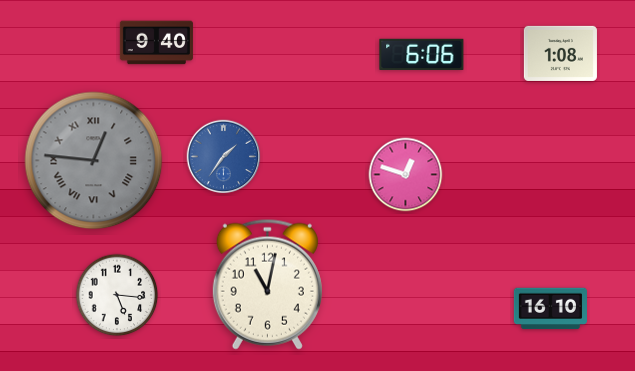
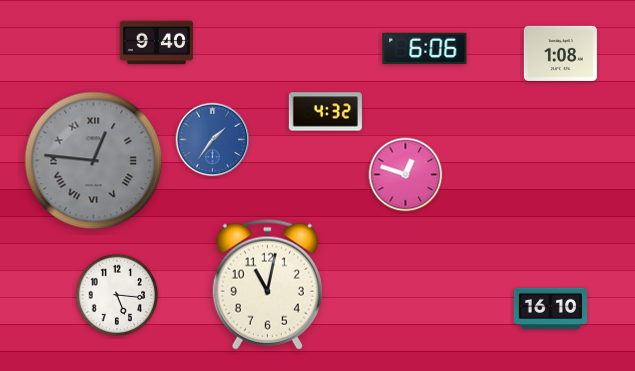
clock at (422, 54) position: (422, 54) -> (425, 48)
clock at (325, 112): none -> 4:32
clock at (224, 157) position: (224, 157) -> (213, 140)
